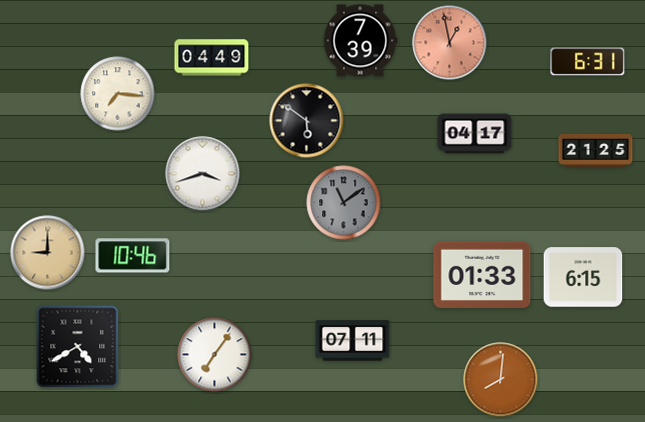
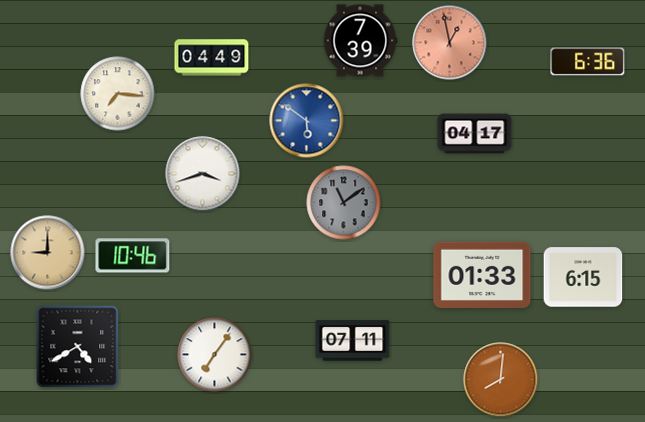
clock at (588, 62): 6:31 -> 6:36
clock at (307, 121) dial: black -> blue
clock at (596, 150): 21:25 -> none
